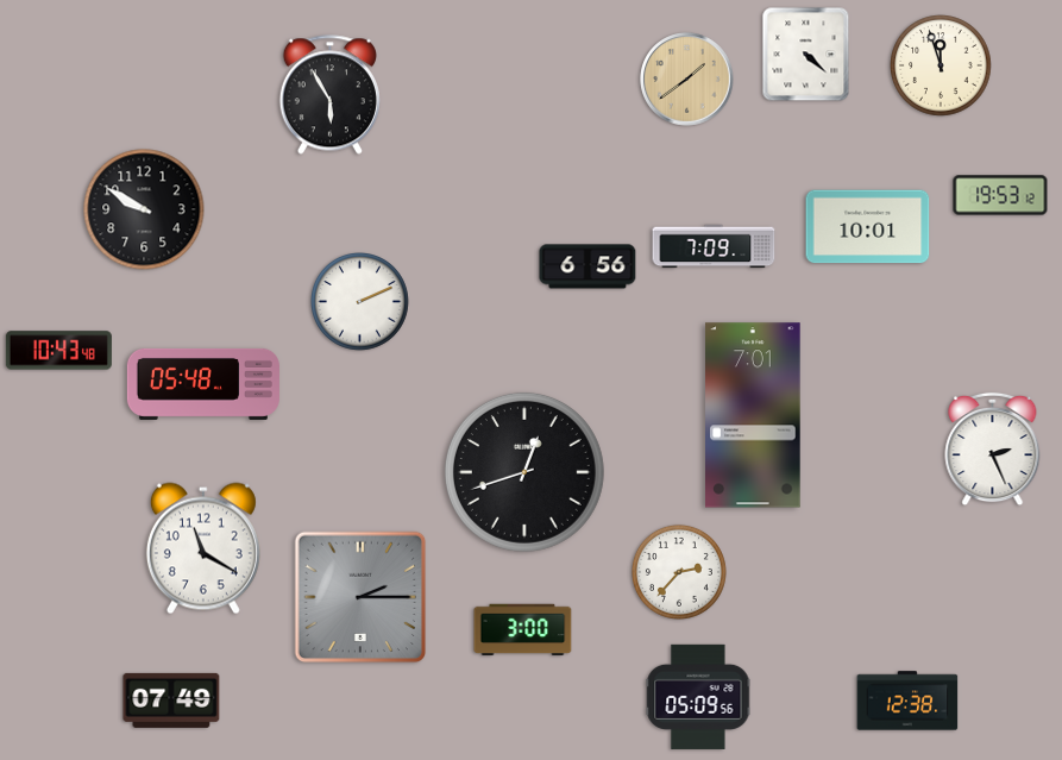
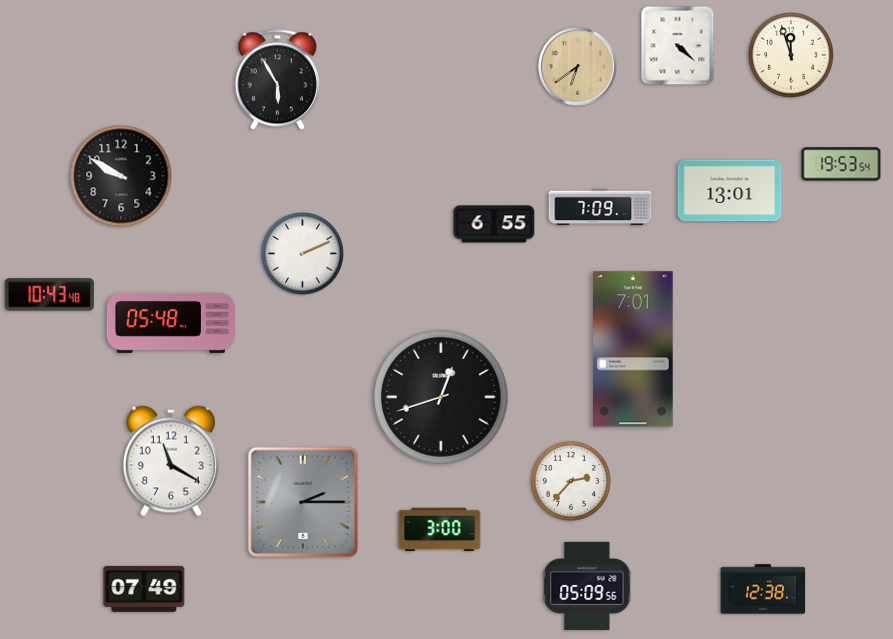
clock at (687, 80): 1:39 -> 6:39
clock at (1000, 195): 19:53:12 -> 19:53:54
clock at (868, 227): 10:01 -> 13:01
clock at (587, 266): 6:56 -> 6:55
clock at (993, 450): 2:26 -> none
